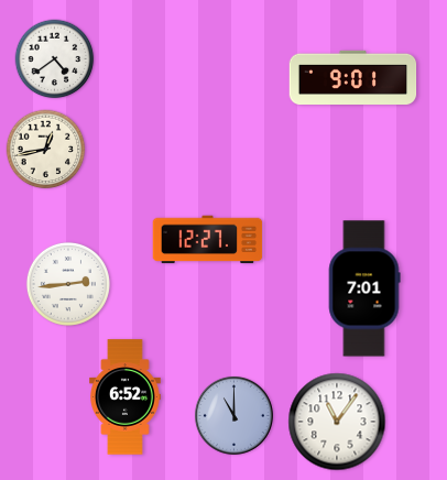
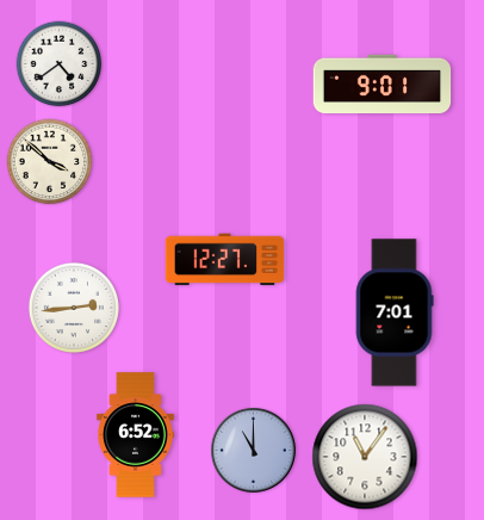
clock at (46, 150): 12:43 -> 3:52
clock at (126, 397) position: (126, 397) -> (136, 435)
